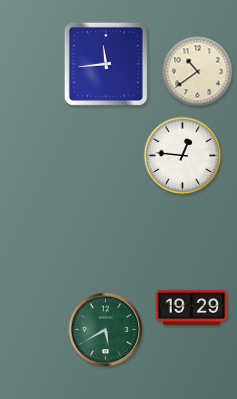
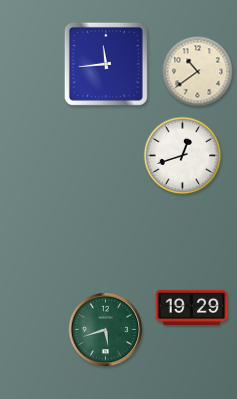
clock at (183, 156): 12:46 -> 12:42
clock at (106, 330): 5:40 -> 5:42
